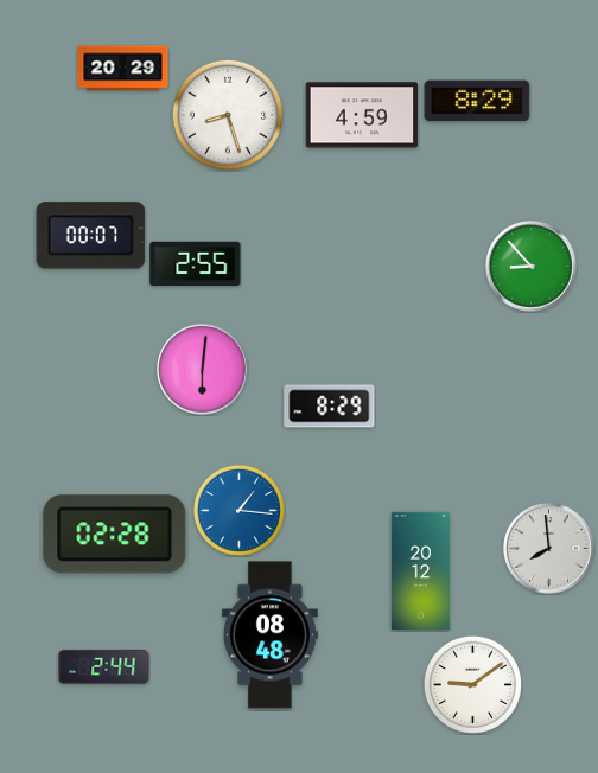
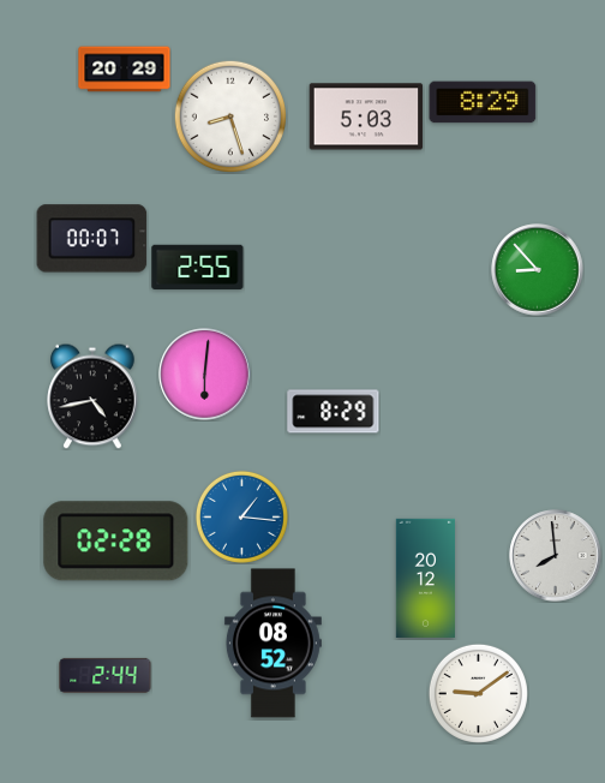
clock at (362, 115): 4:59 -> 5:03
clock at (92, 396): none -> 4:43
clock at (269, 635): 08:48 -> 08:52
